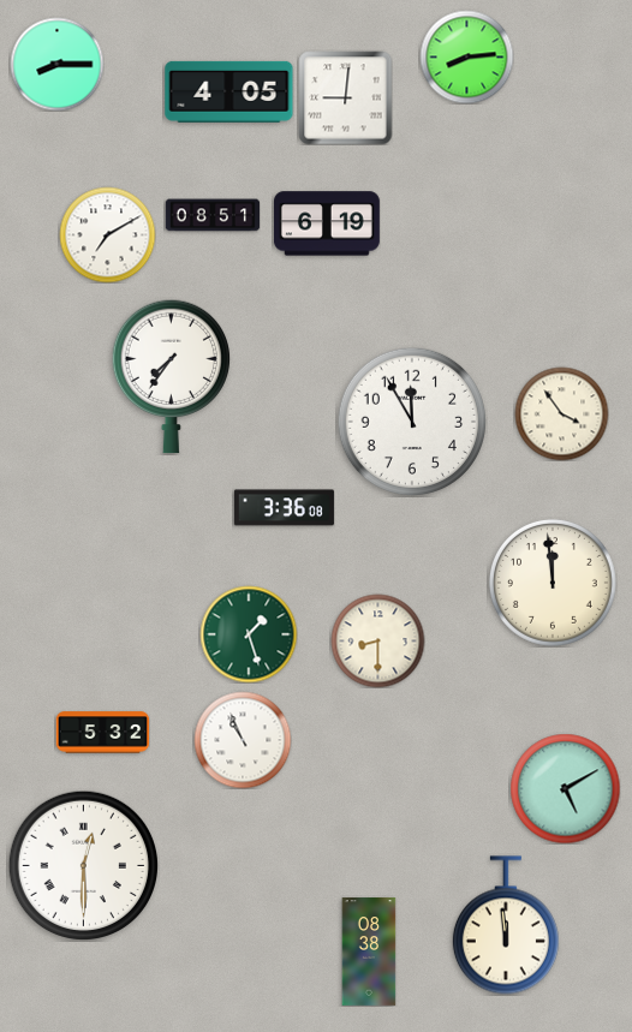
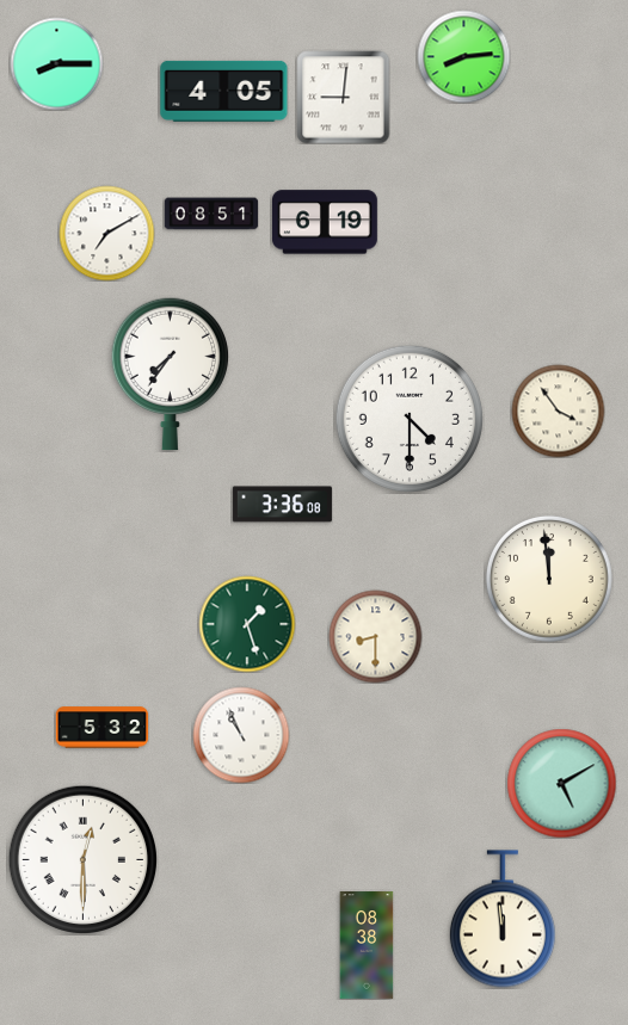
clock at (229, 91) position: (229, 91) -> (224, 91)
clock at (411, 420): 11:55 -> 4:30
clock at (249, 634) position: (249, 634) -> (247, 624)
